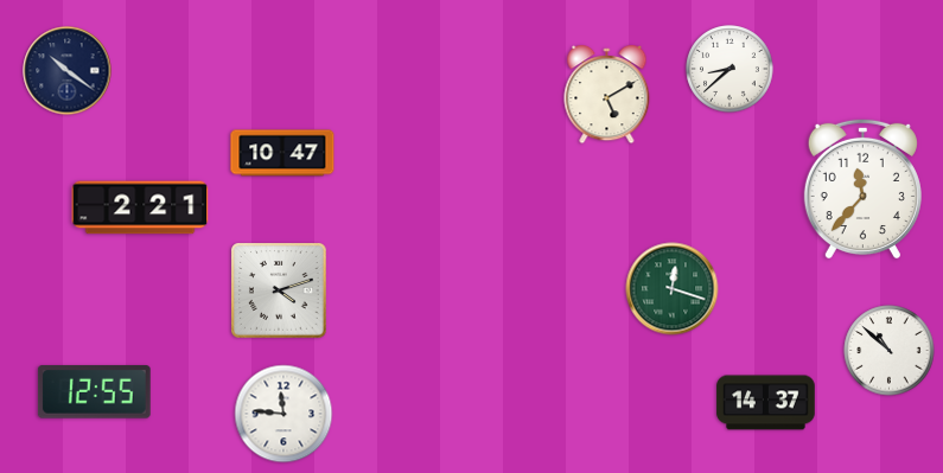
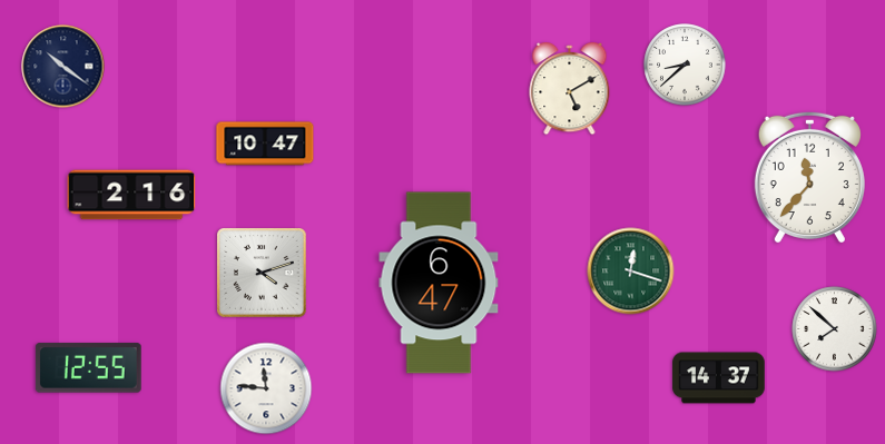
clock at (140, 207): 2:21 -> 2:16
clock at (439, 283): none -> 6:47
clock at (890, 351): 10:52 -> 7:52
